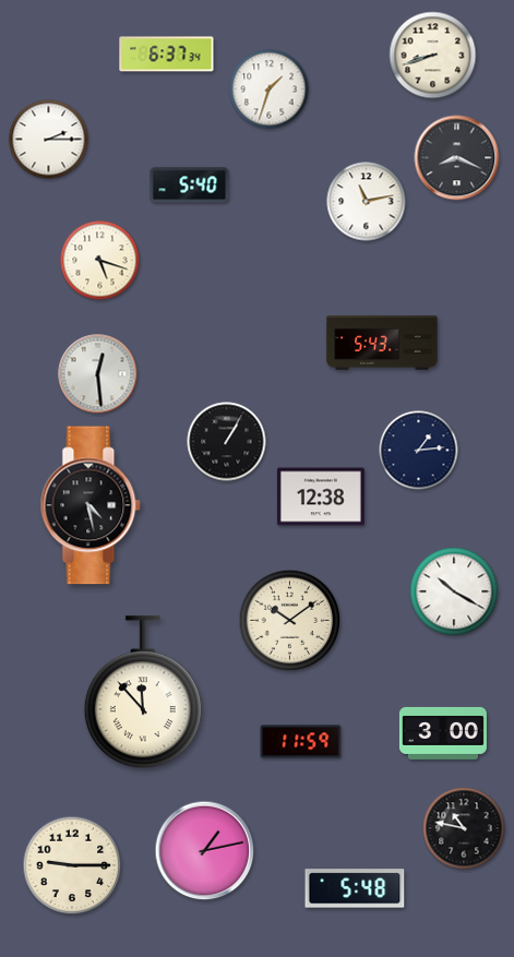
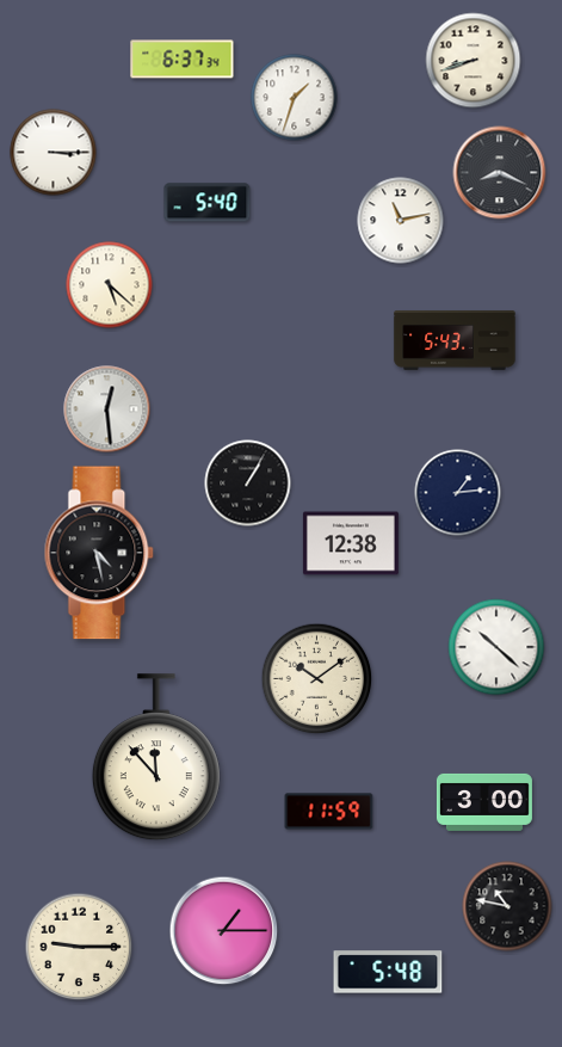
clock at (49, 140): 2:15 -> 3:15
clock at (100, 261): 5:18 -> 5:22
clock at (382, 343) position: (382, 343) -> (455, 340)
clock at (454, 591): 10:20 -> 10:22
clock at (205, 851): 1:13 -> 1:15
